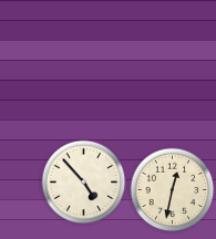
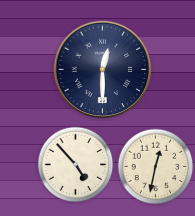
clock at (103, 70): none -> 12:30
clock at (173, 190) position: (173, 190) -> (156, 167)
